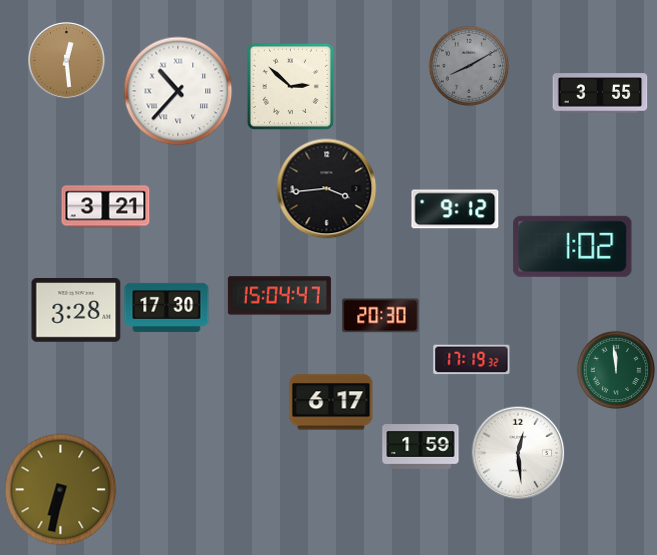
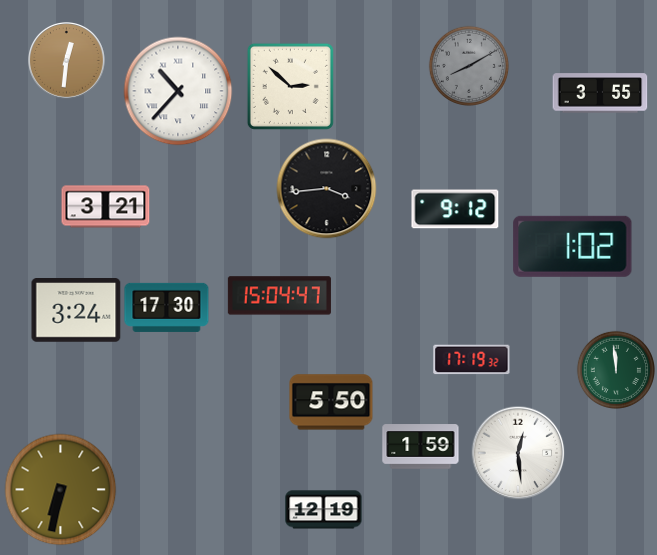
clock at (67, 61): 12:29 -> 12:31
clock at (76, 311): 3:28 -> 3:24
clock at (381, 316): 20:30 -> none
clock at (331, 402): 6:17 -> 5:50
clock at (324, 510): none -> 12:19
